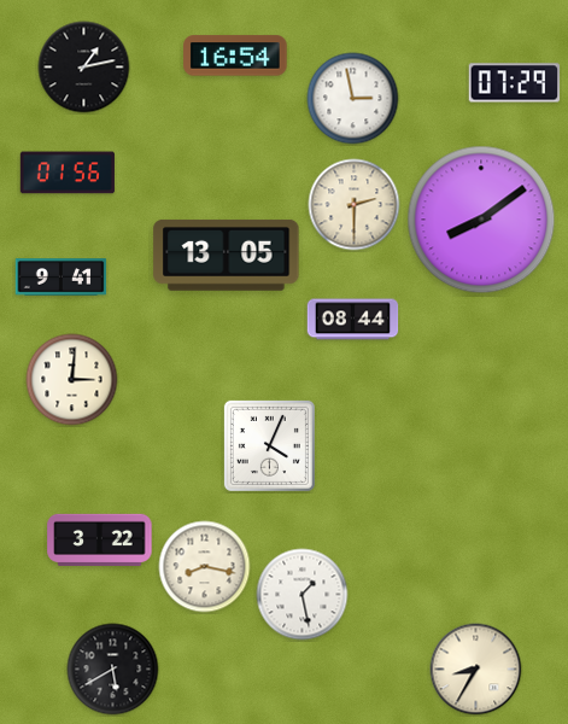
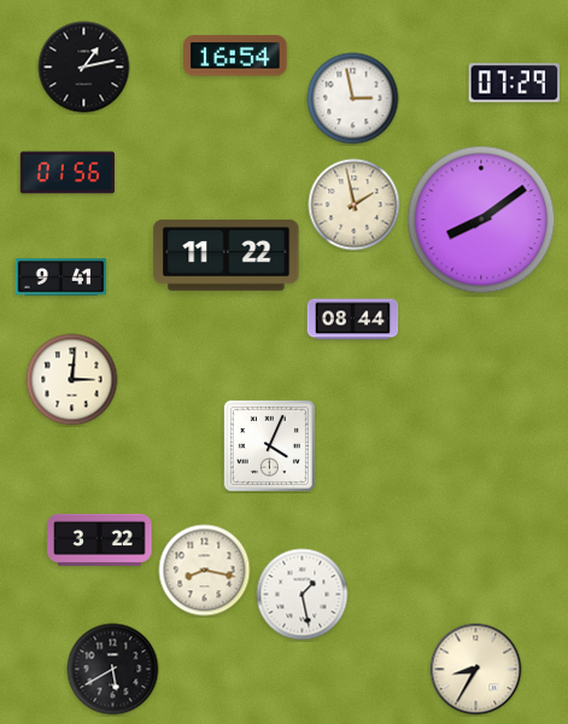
clock at (355, 205): 2:30 -> 1:58
clock at (227, 255): 13:05 -> 11:22
clock at (205, 567) position: (205, 567) -> (205, 571)
